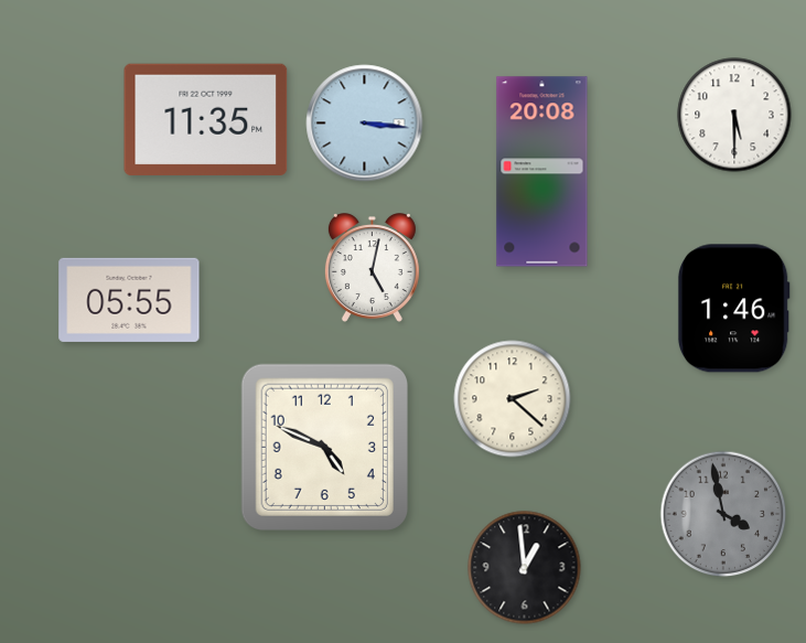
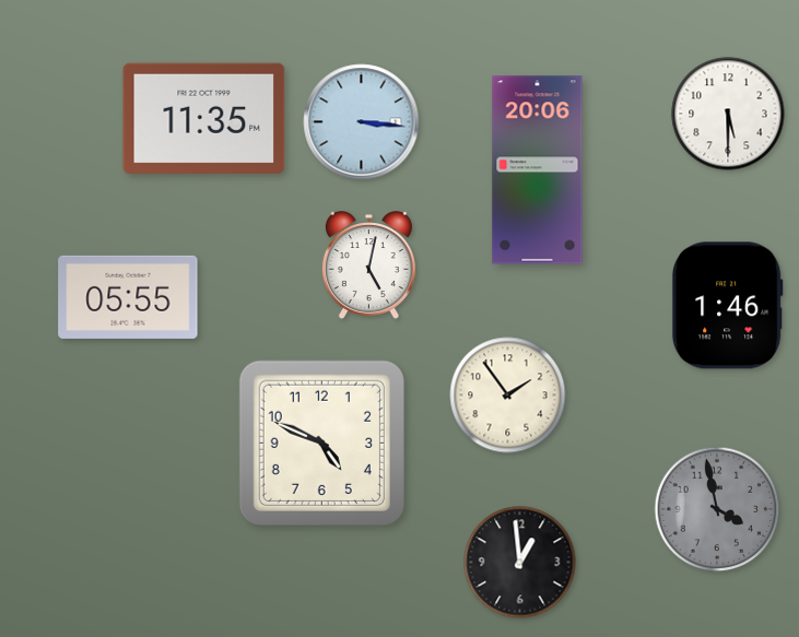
clock at (542, 172): 20:08 -> 20:06
clock at (513, 399): 2:22 -> 1:54
